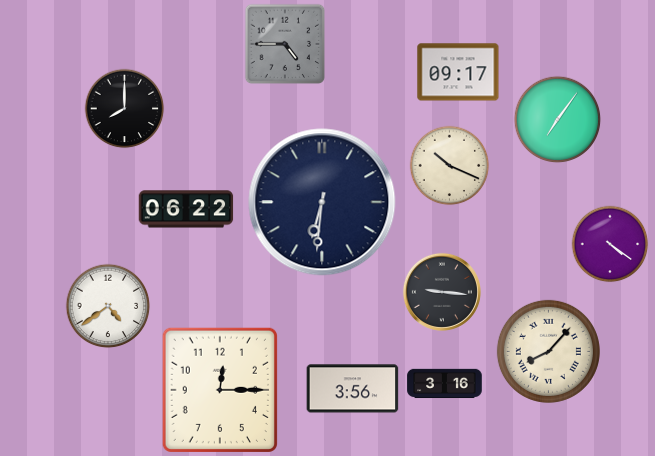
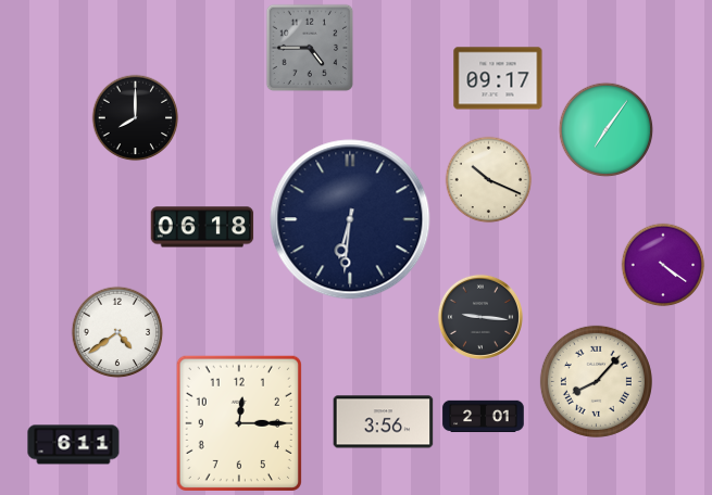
clock at (186, 209): 06:22 -> 06:18
clock at (445, 384): 3:16 -> 2:01
clock at (74, 445): none -> 6:11
